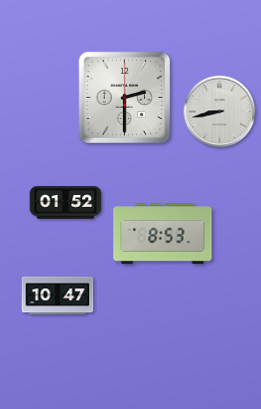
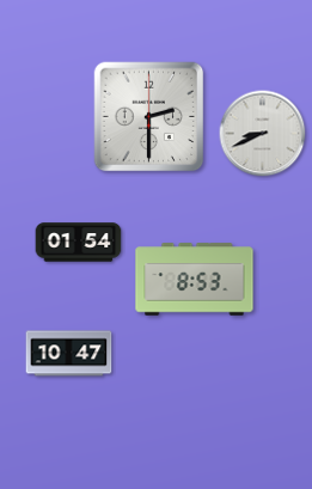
clock at (220, 112): 8:43 -> 8:41
clock at (66, 203): 01:52 -> 01:54
